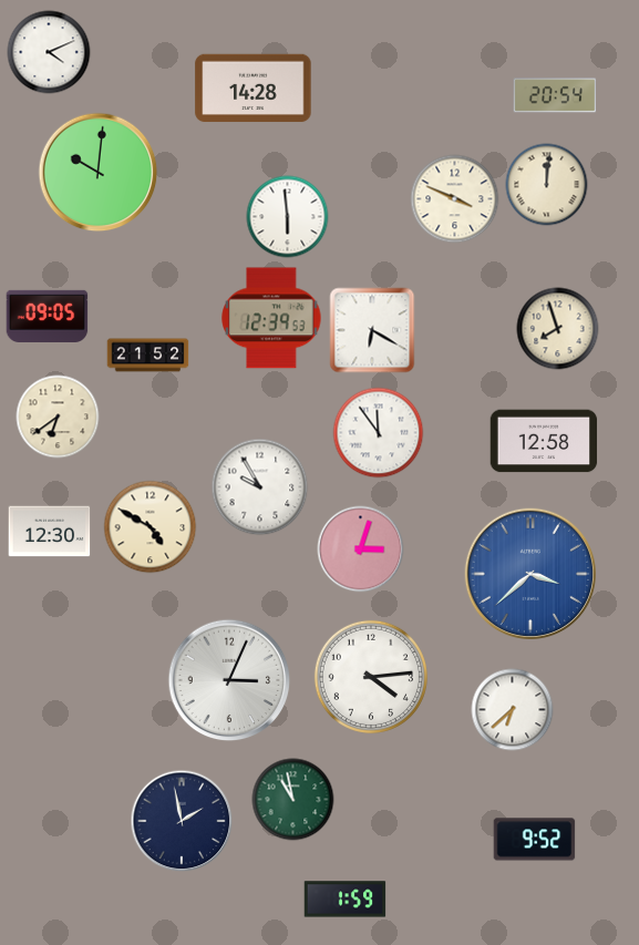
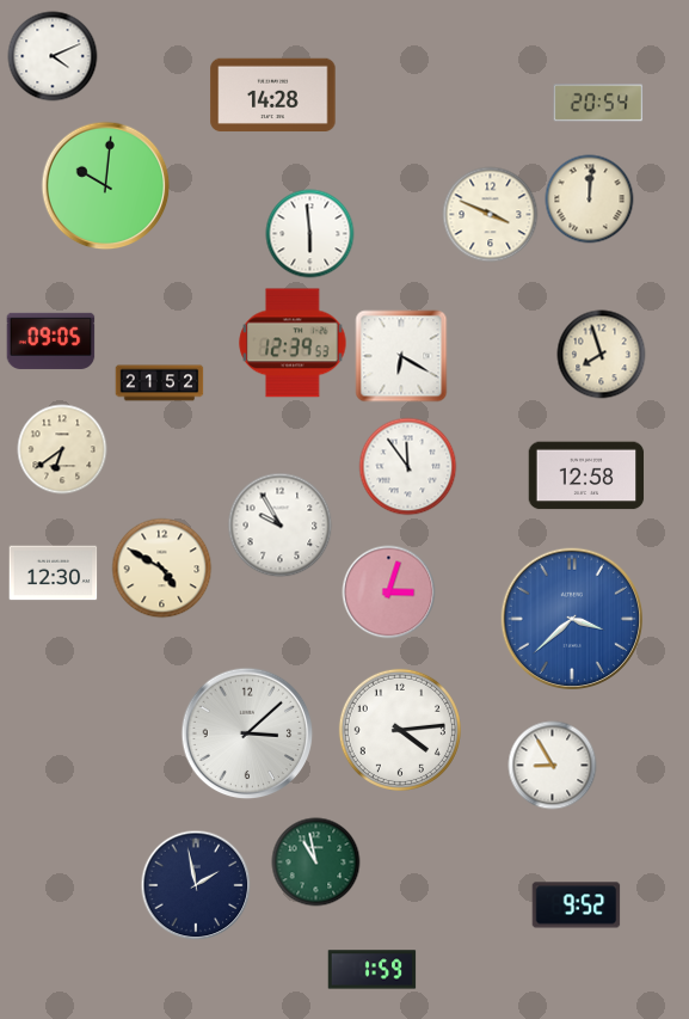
clock at (229, 680): 3:04 -> 3:08
clock at (513, 710): 6:38 -> 8:55
